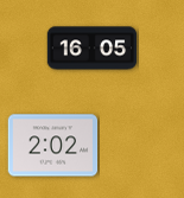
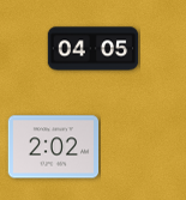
clock at (93, 49): 16:05 -> 04:05
